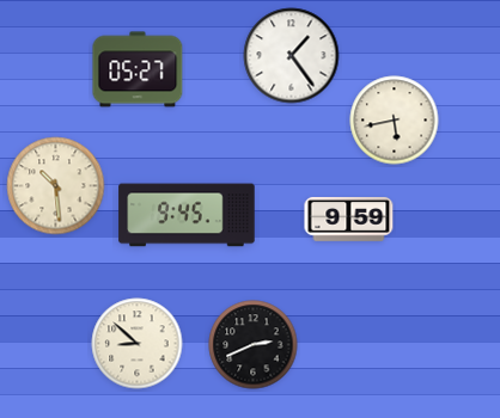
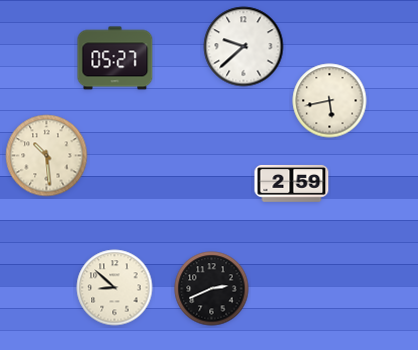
clock at (292, 56): 1:24 -> 9:38
clock at (187, 215): 9:45 -> none
clock at (349, 220): 9:59 -> 2:59
